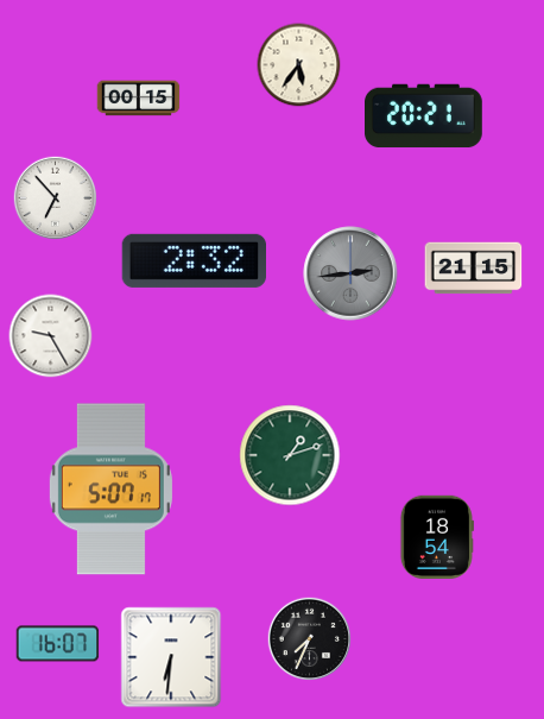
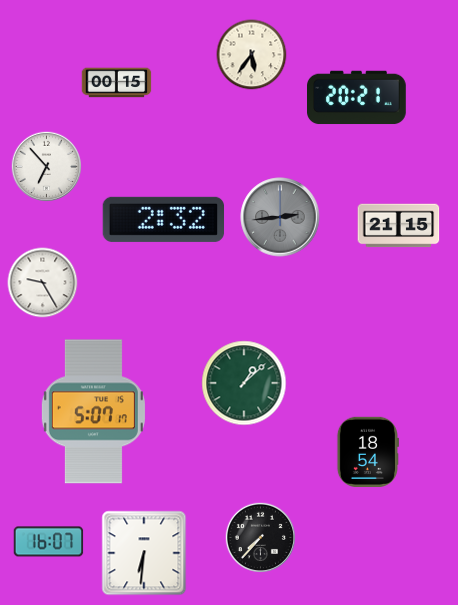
clock at (350, 273) position: (350, 273) -> (280, 217)
clock at (290, 455): 1:12 -> 1:08
clock at (309, 638): 7:34 -> 7:37
